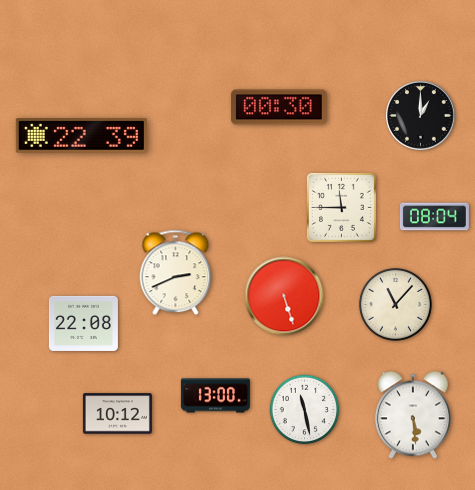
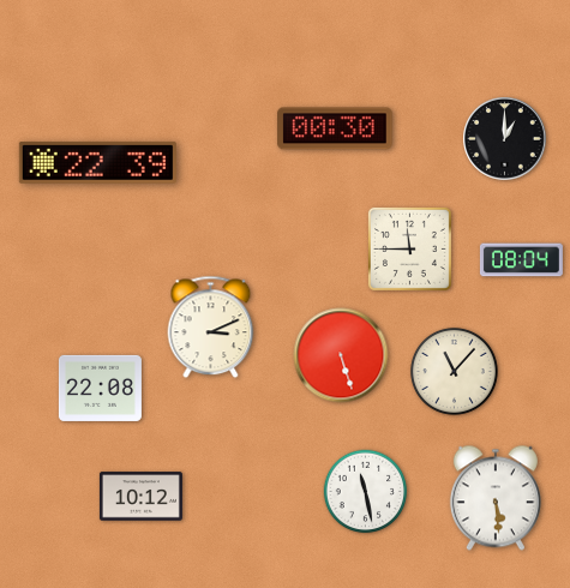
clock at (176, 273): 2:41 -> 3:11
clock at (395, 304) position: (395, 304) -> (454, 371)
clock at (215, 396): 13:00 -> none
